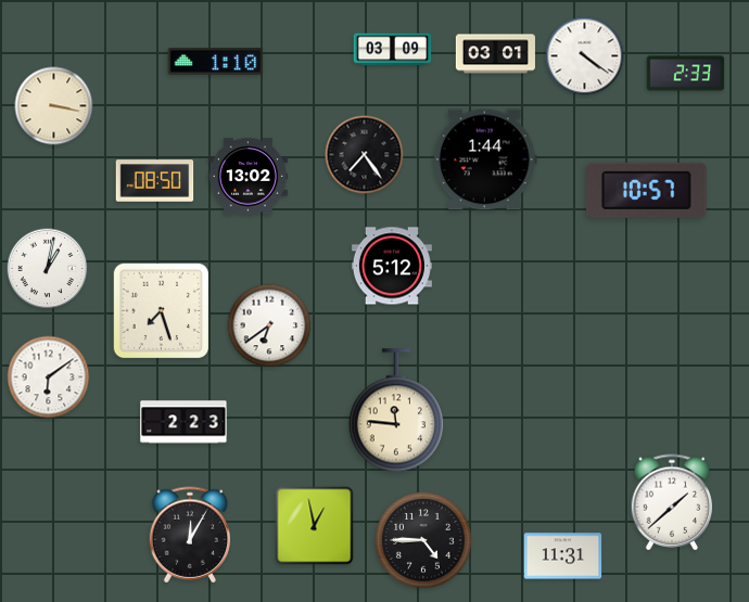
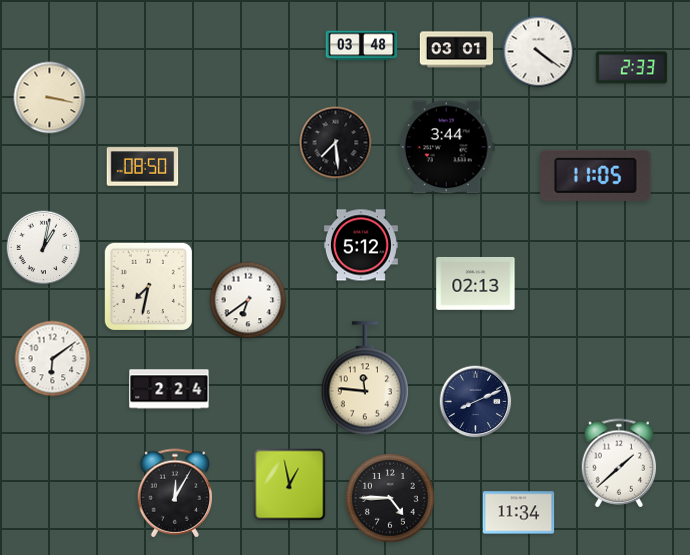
clock at (393, 50): 03:09 -> 03:48
clock at (216, 62): 1:10 -> none
clock at (365, 155): 7:24 -> 7:29
clock at (485, 159): 1:44 -> 3:44
clock at (247, 177): 13:02 -> none
clock at (647, 190): 10:57 -> 11:05
clock at (476, 283): none -> 02:13
clock at (161, 310): 7:27 -> 7:32
clock at (49, 377) position: (49, 377) -> (53, 359)
clock at (183, 422): 2:23 -> 2:24
clock at (476, 402): none -> 8:11
clock at (563, 556): 11:31 -> 11:34
